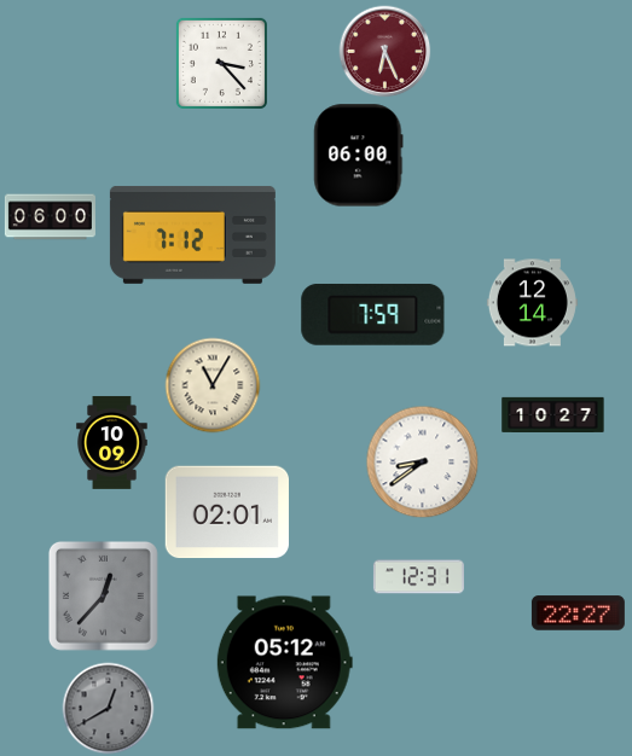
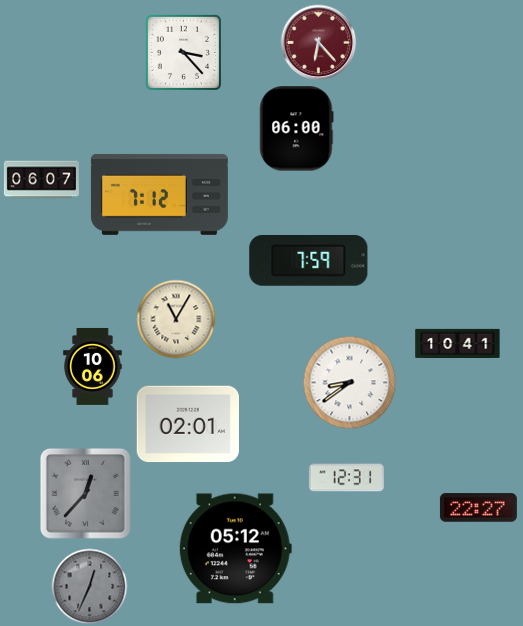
clock at (385, 52): 6:26 -> 6:23
clock at (50, 217): 06:00 -> 06:07
clock at (532, 303): 12:14 -> none
clock at (553, 414): 10:27 -> 10:41
clock at (112, 442): 10:09 -> 10:06
clock at (109, 709): 12:40 -> 12:34
